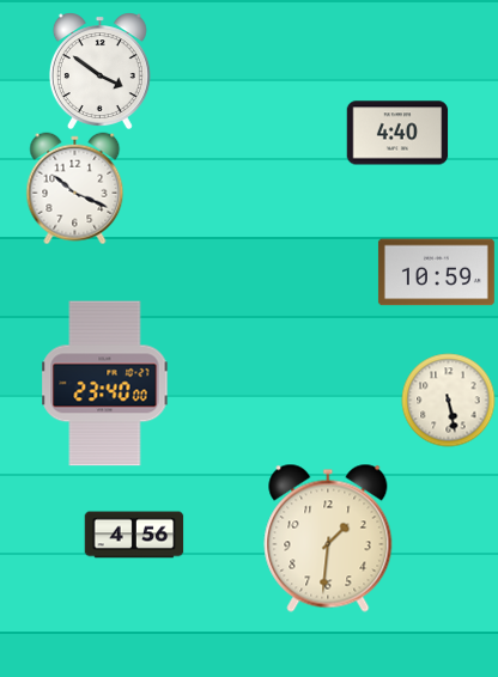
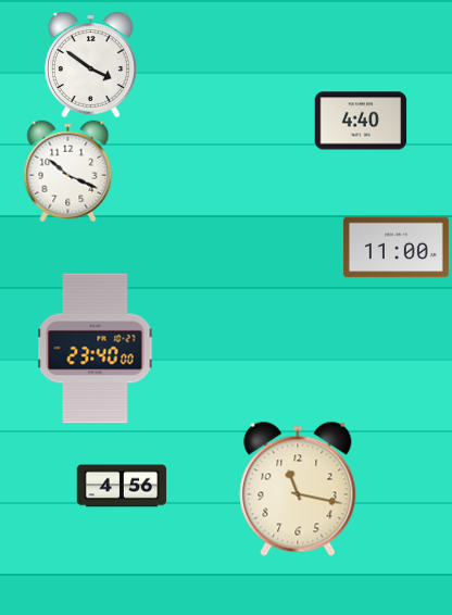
clock at (436, 273): 10:59 -> 11:00
clock at (448, 400): 5:28 -> none
clock at (328, 538): 1:31 -> 11:17
